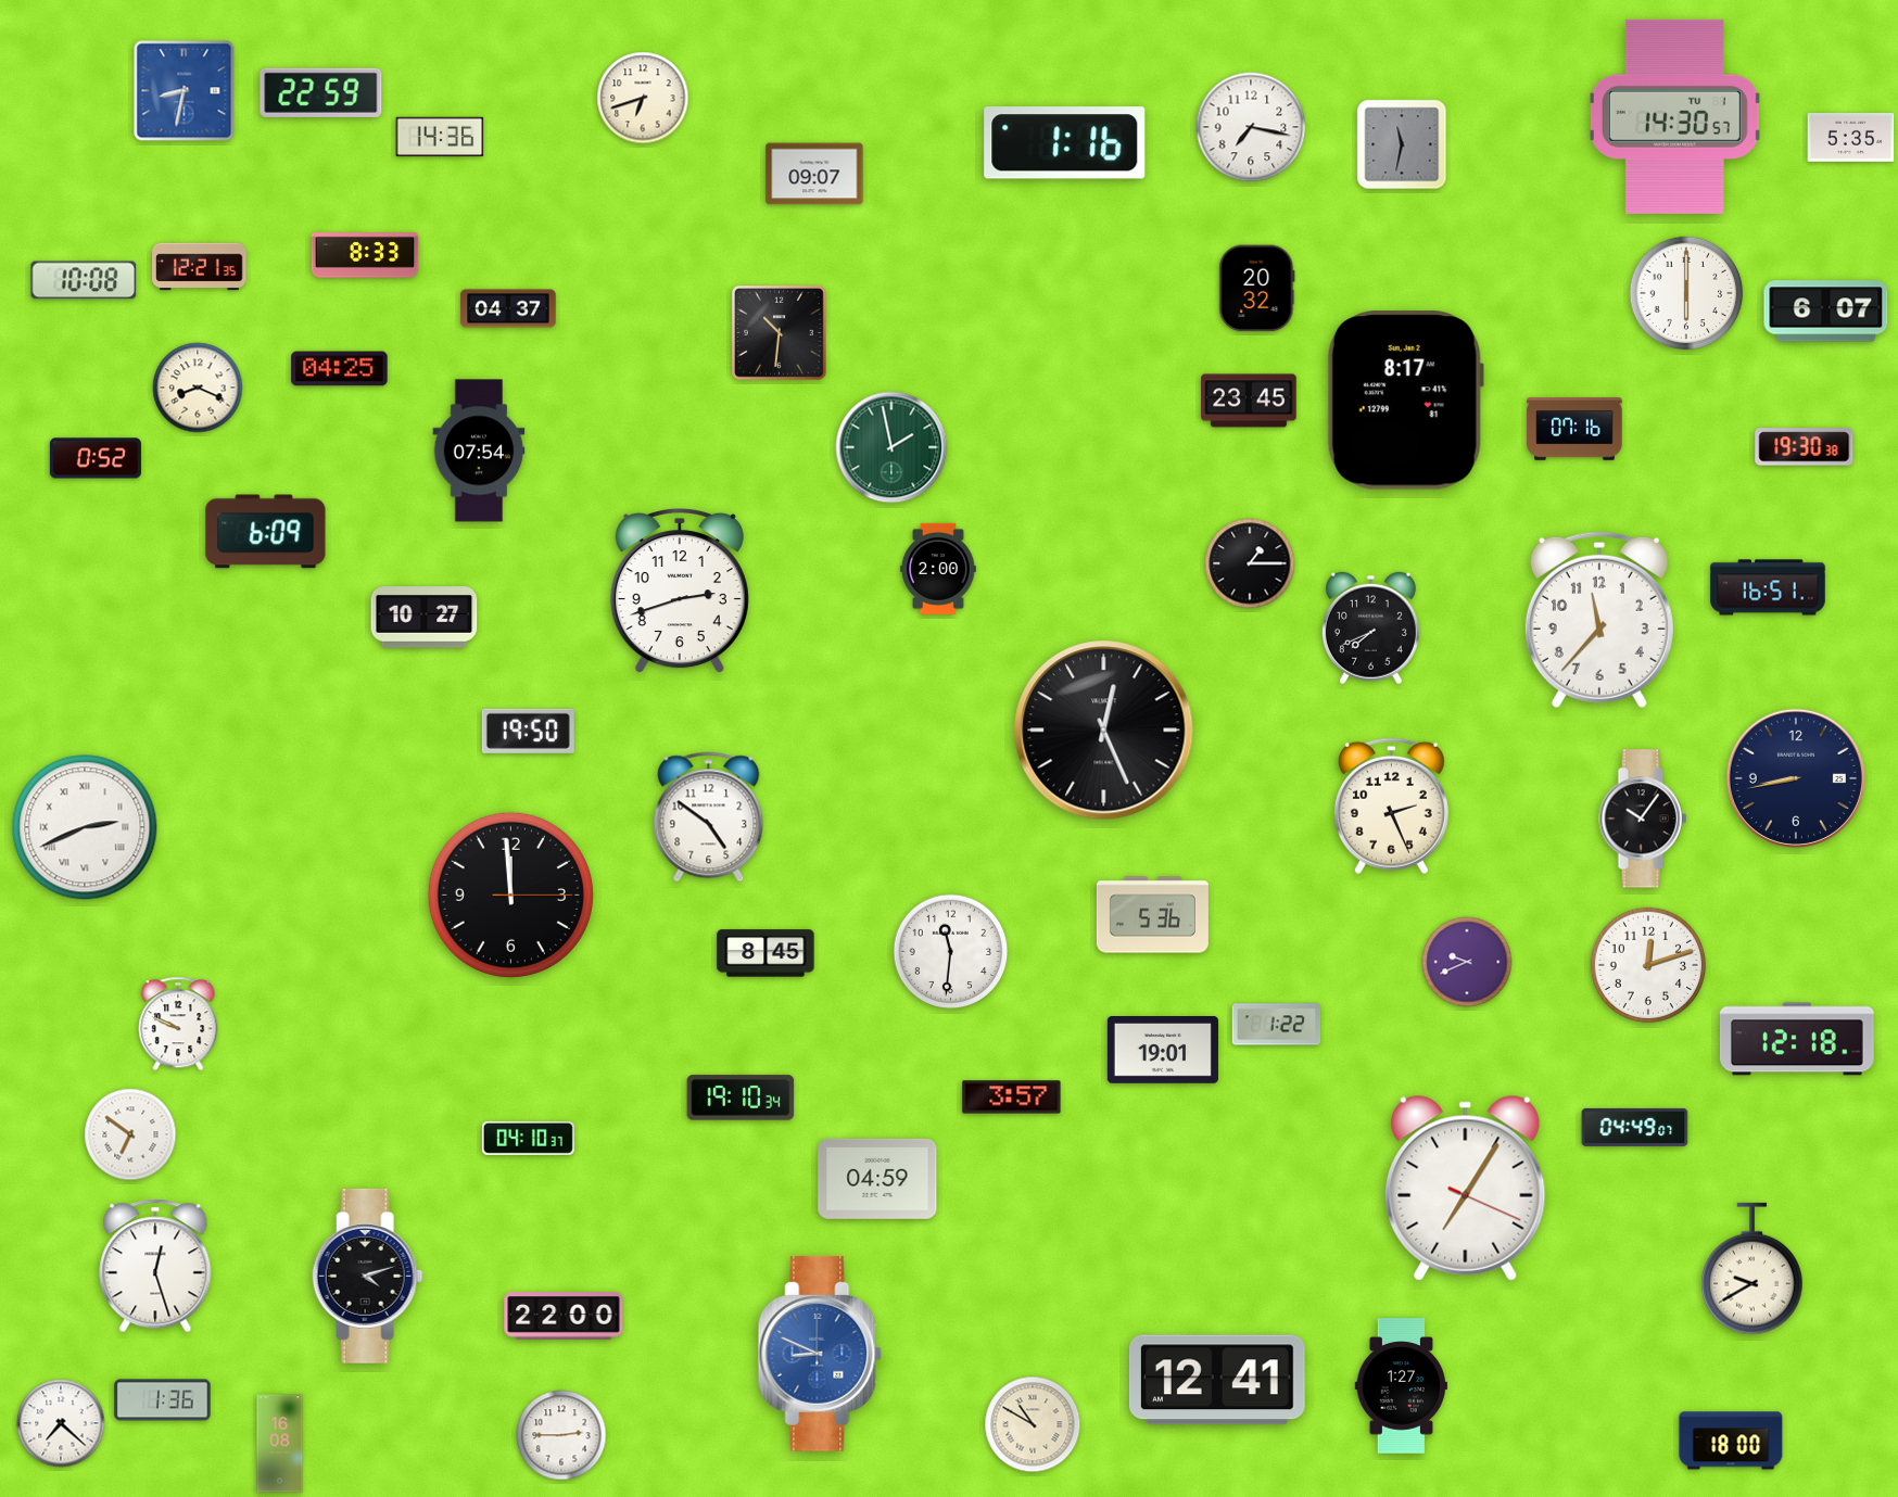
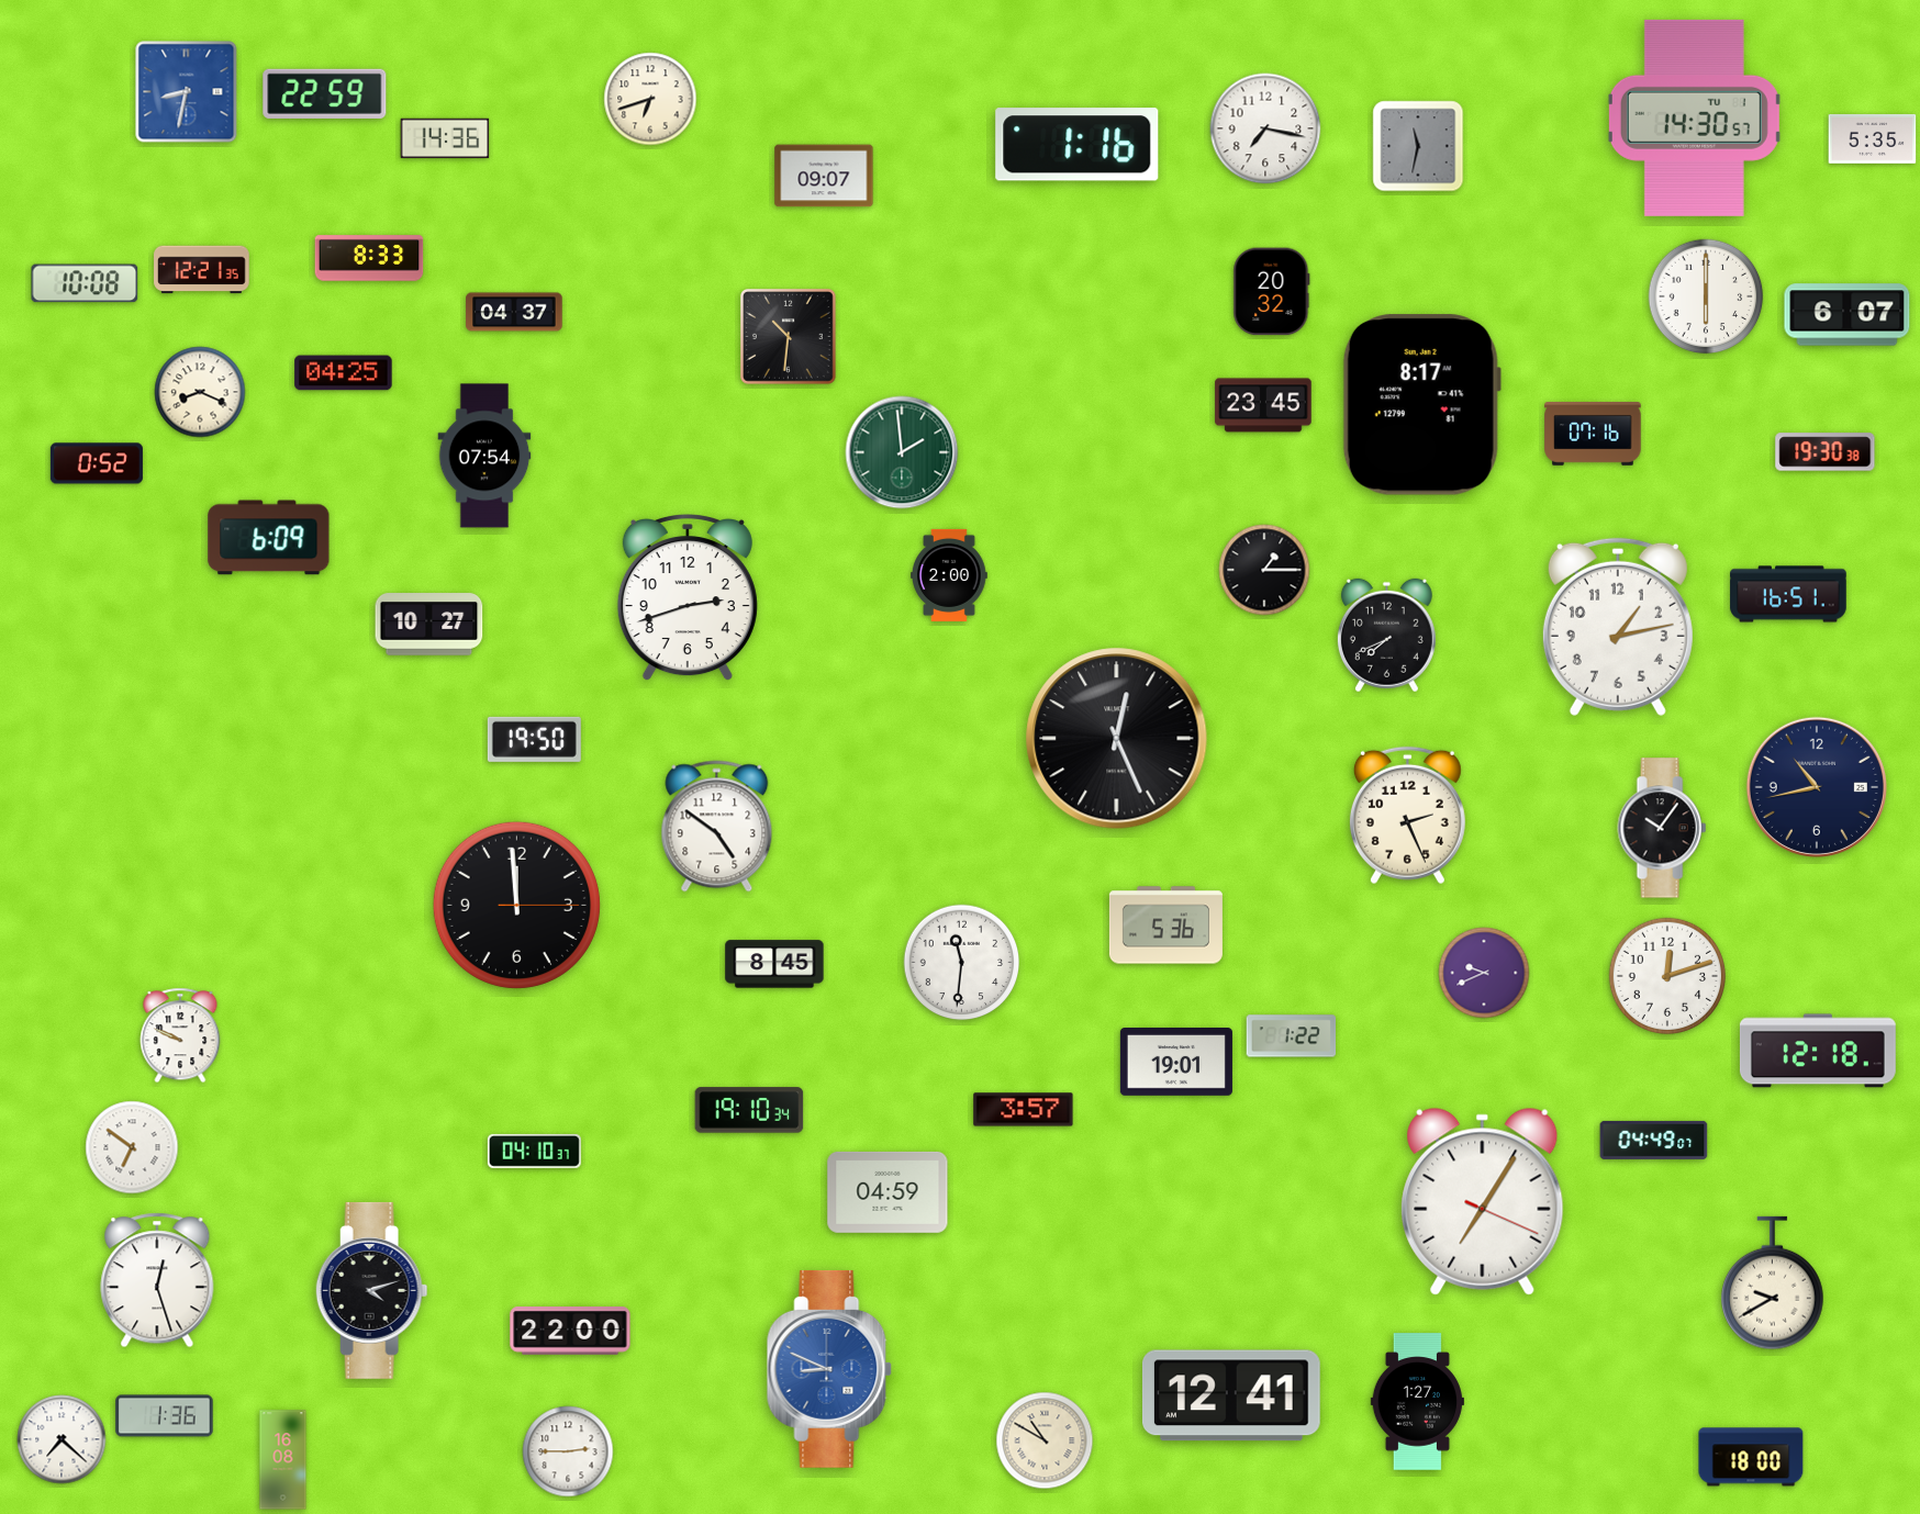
clock at (891, 447): 1:58 -> 1:59
clock at (1599, 620): 11:37 -> 1:13
clock at (1796, 778): 8:43 -> 10:43
clock at (85, 827): 2:41 -> none
